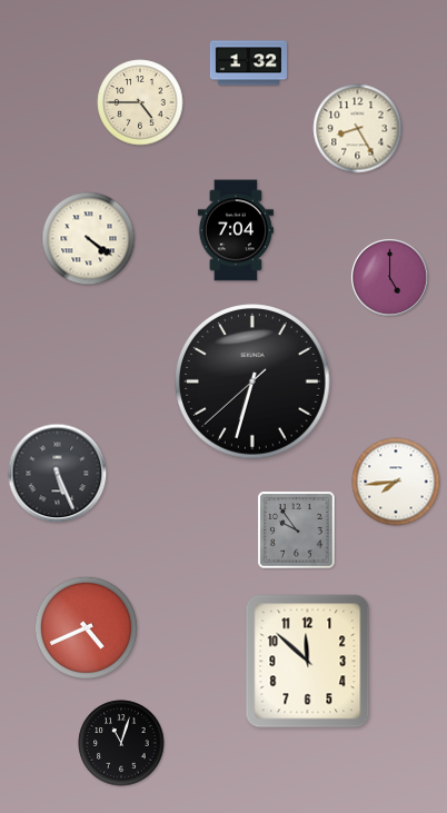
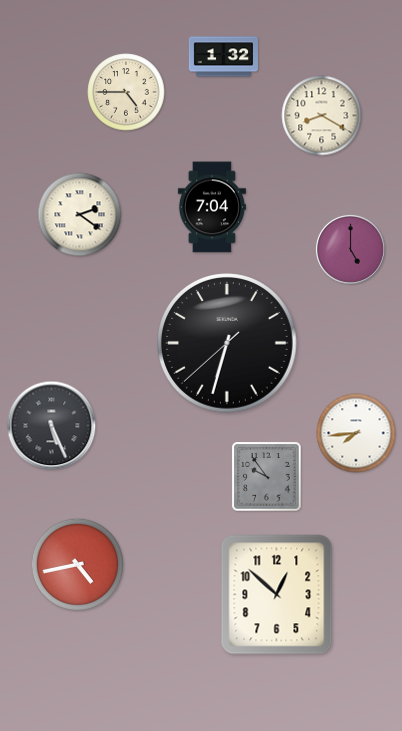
clock at (358, 129): 8:25 -> 8:20
clock at (89, 239): 4:21 -> 2:21
clock at (86, 627): 4:41 -> 4:43
clock at (308, 662): 11:52 -> 12:52
clock at (121, 743): 11:03 -> none
